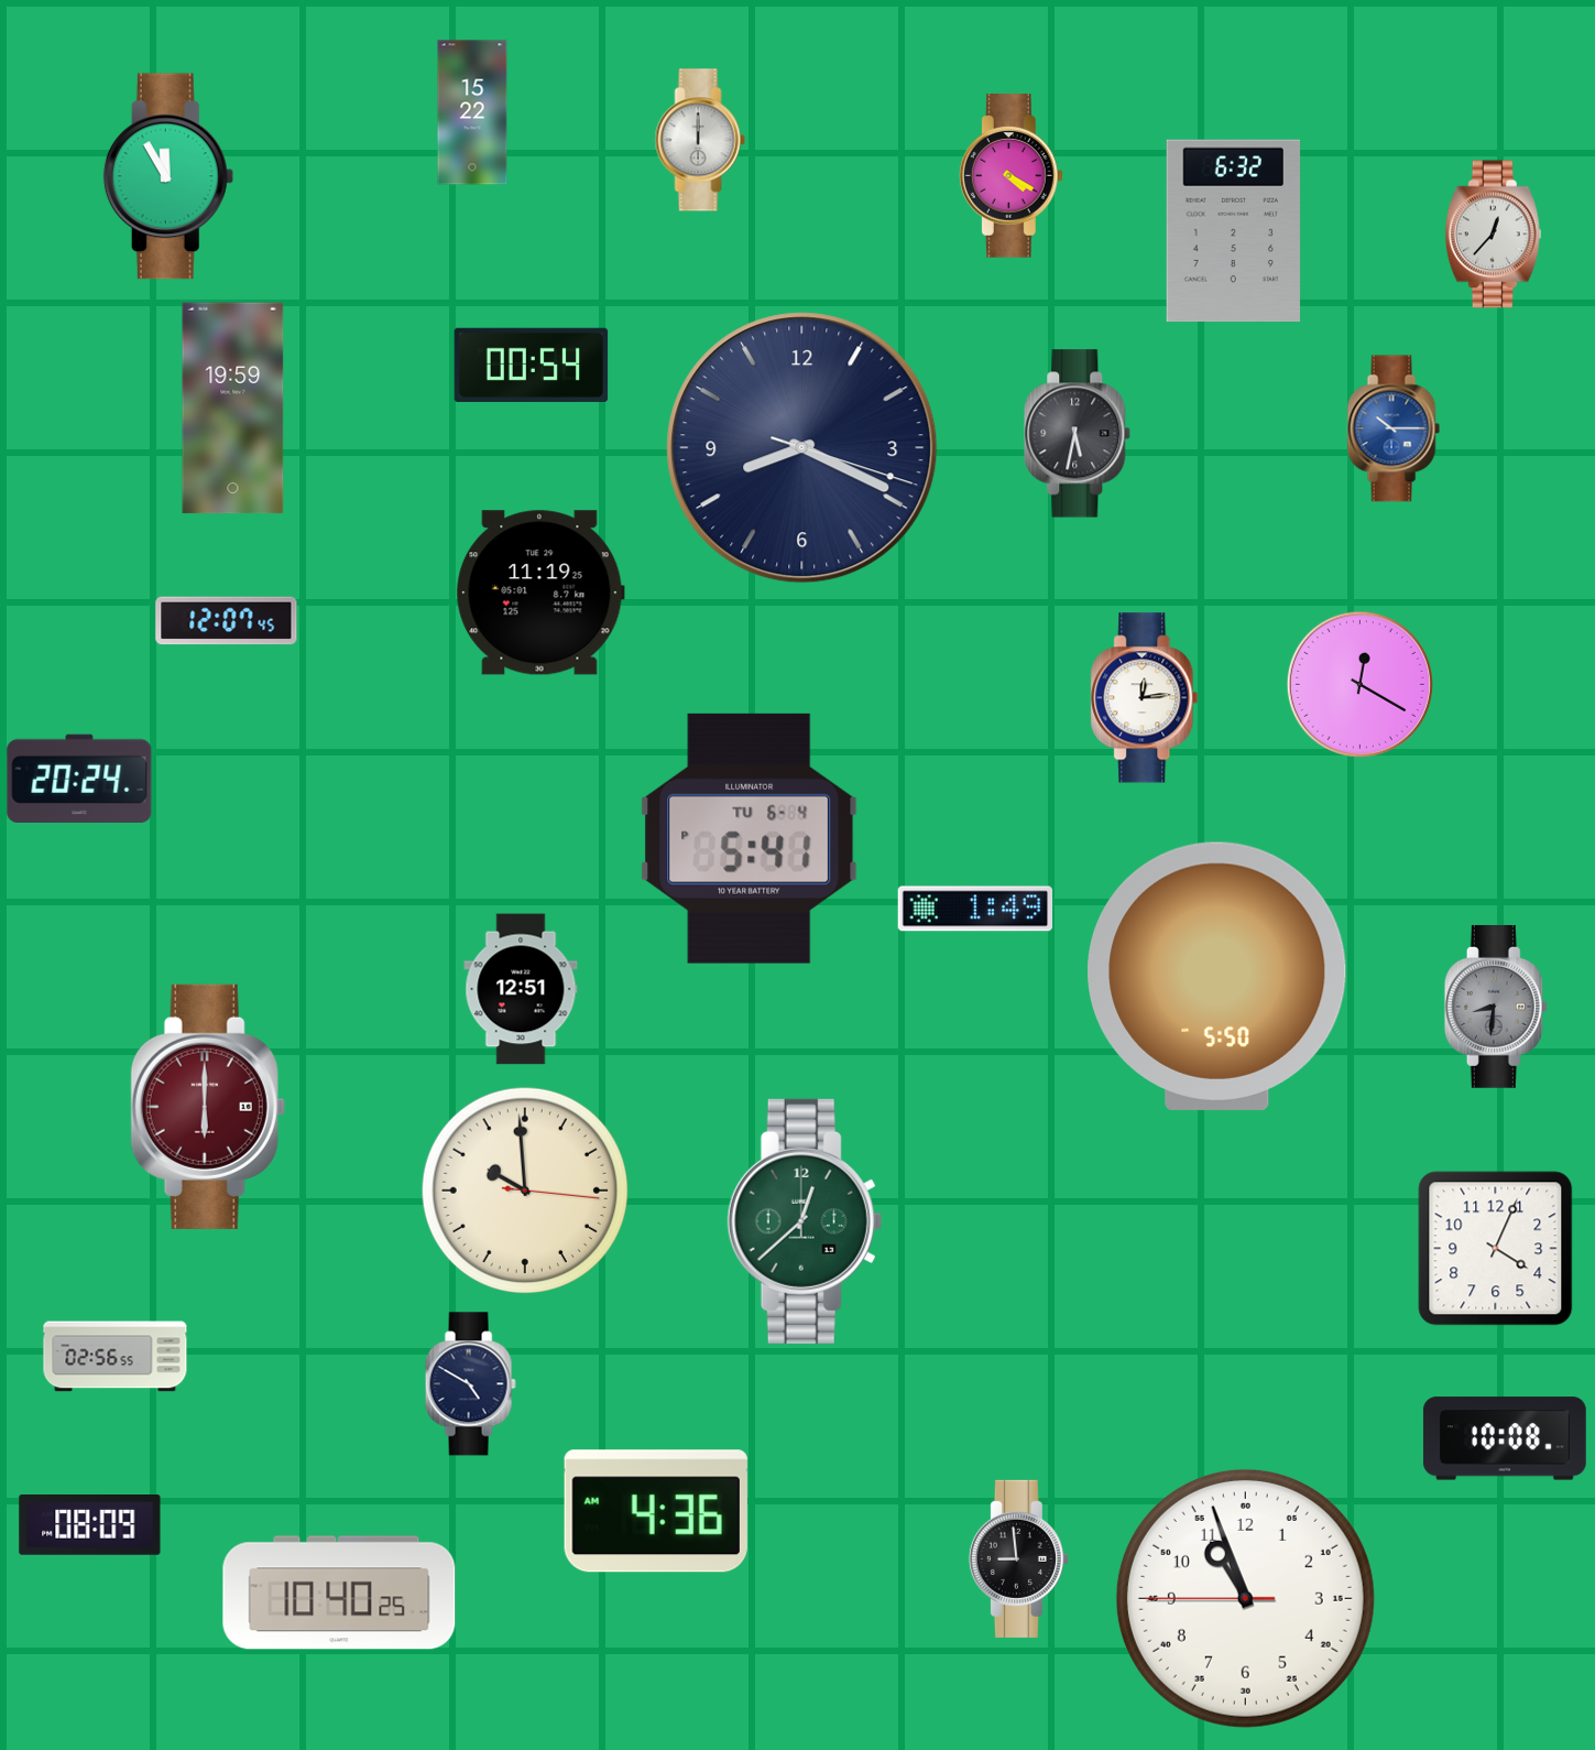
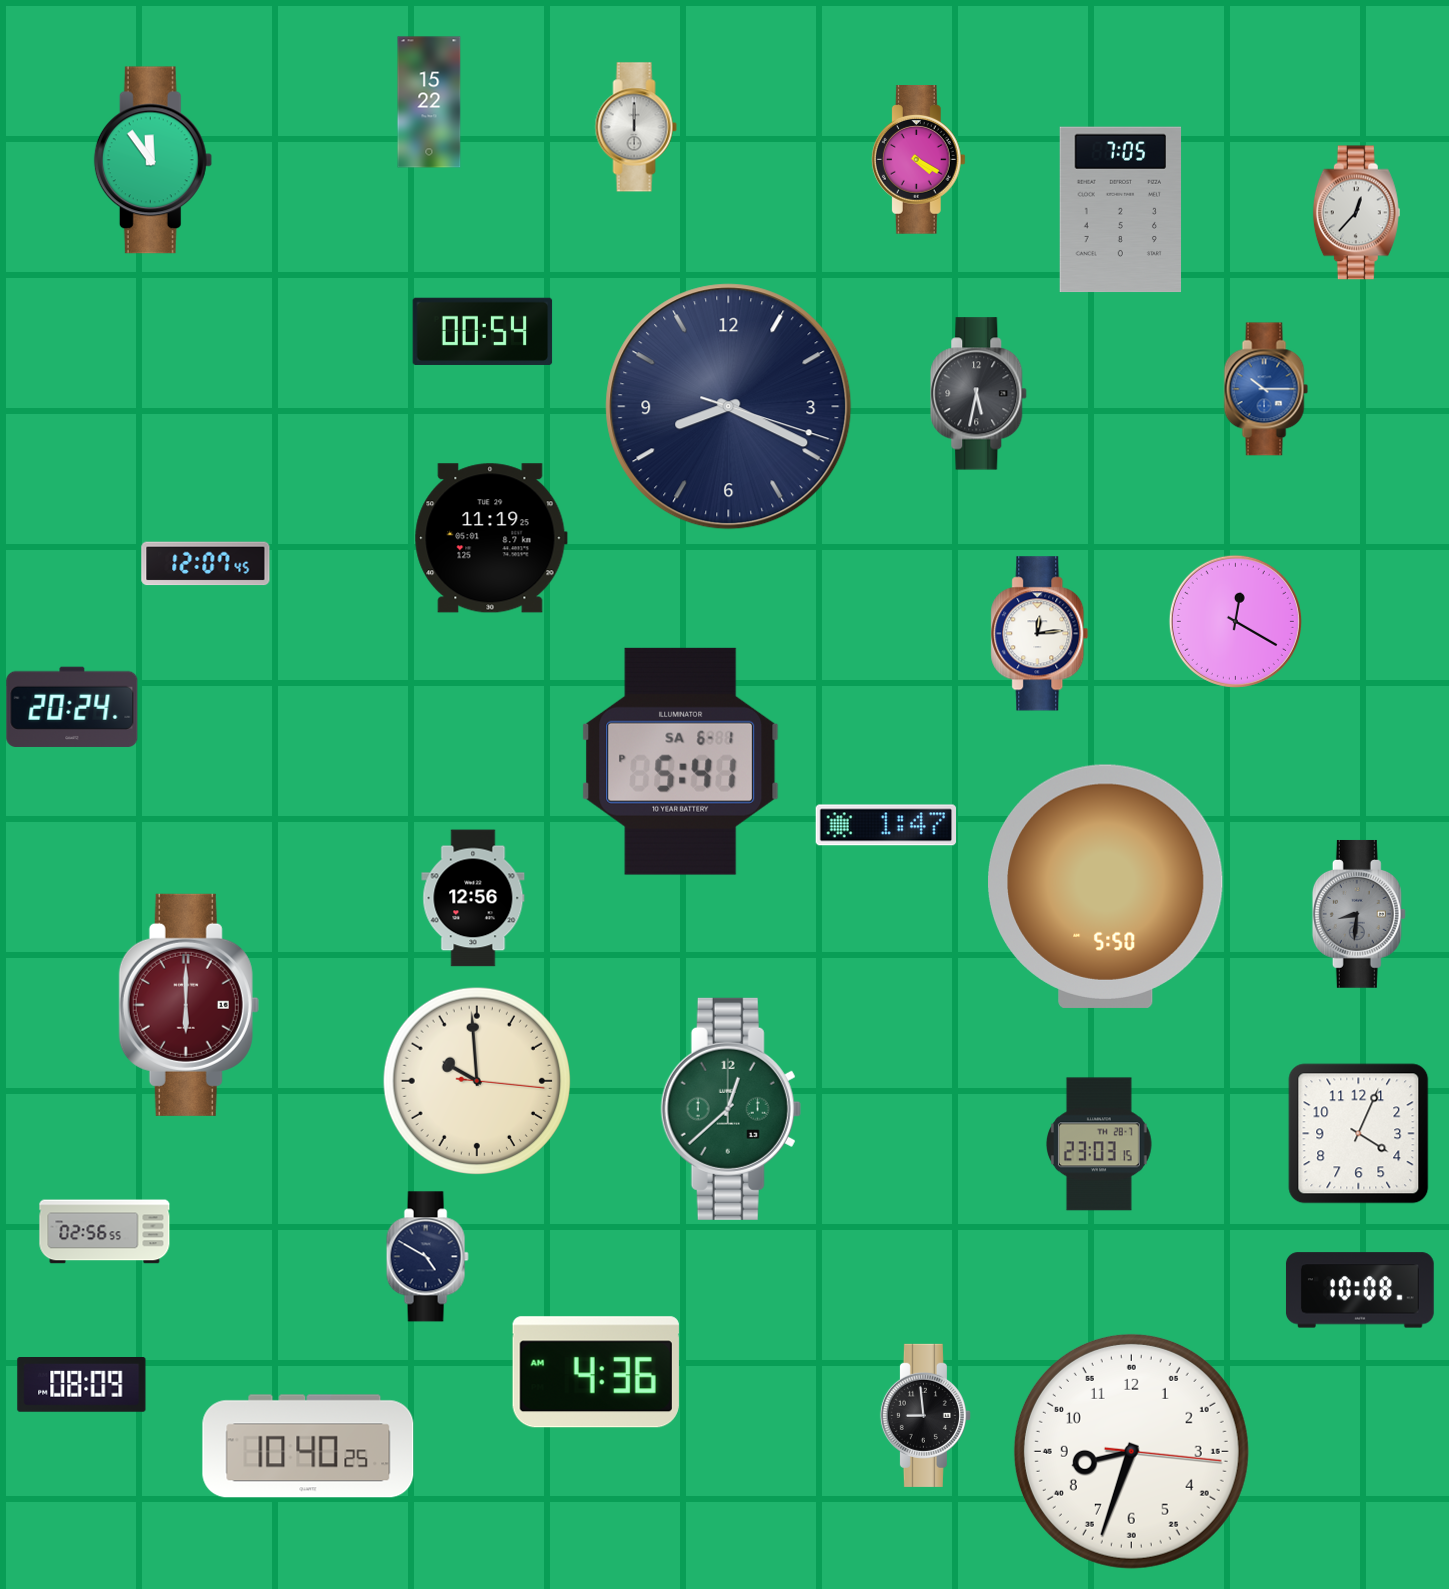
clock at (168, 176): 11:55 -> 11:54
clock at (1234, 231): 6:32 -> 7:05
clock at (233, 409): 19:59 -> none
clock at (750, 838) date: TU 6-4 -> SA 6-1
clock at (975, 909): 1:49 -> 1:47
clock at (521, 989): 12:51 -> 12:56
clock at (1099, 1144): none -> 23:03
clock at (1505, 1438) position: (1505, 1438) -> (1360, 1290)
clock at (1245, 1598): 10:56 -> 8:33
